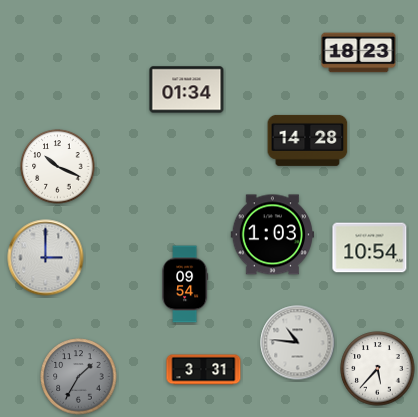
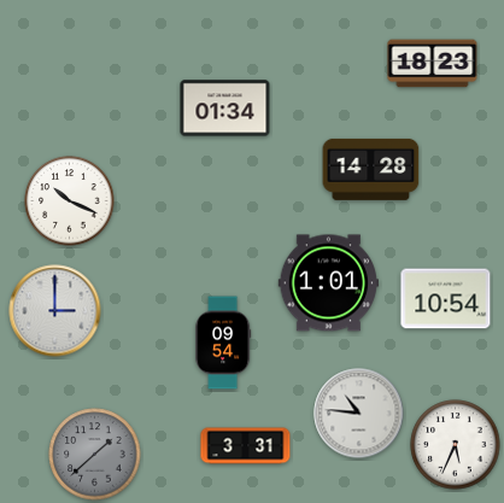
clock at (272, 235): 1:03 -> 1:01
clock at (378, 369): 5:37 -> 5:34
clock at (79, 377): 1:35 -> 1:38
